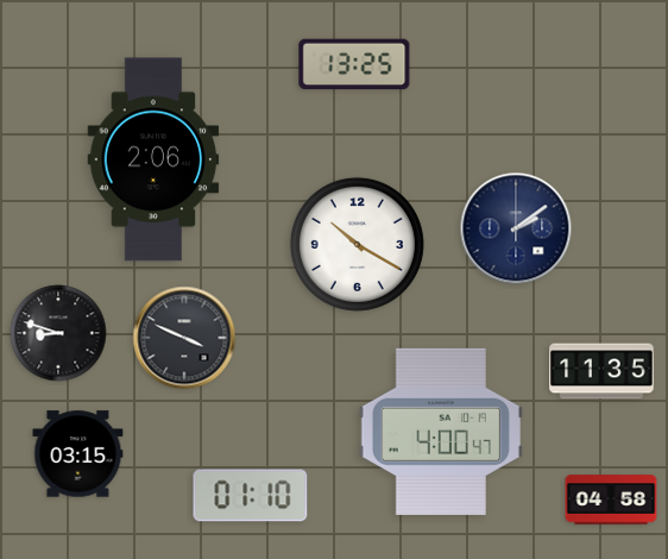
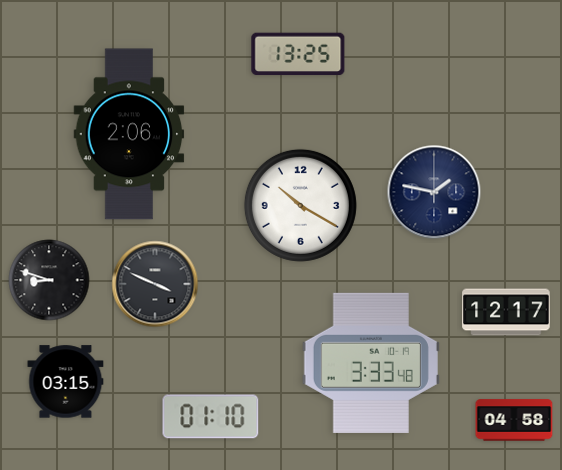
clock at (516, 228): 2:09 -> 1:47
clock at (601, 371): 11:35 -> 12:17
clock at (441, 432): 4:00 -> 3:33
